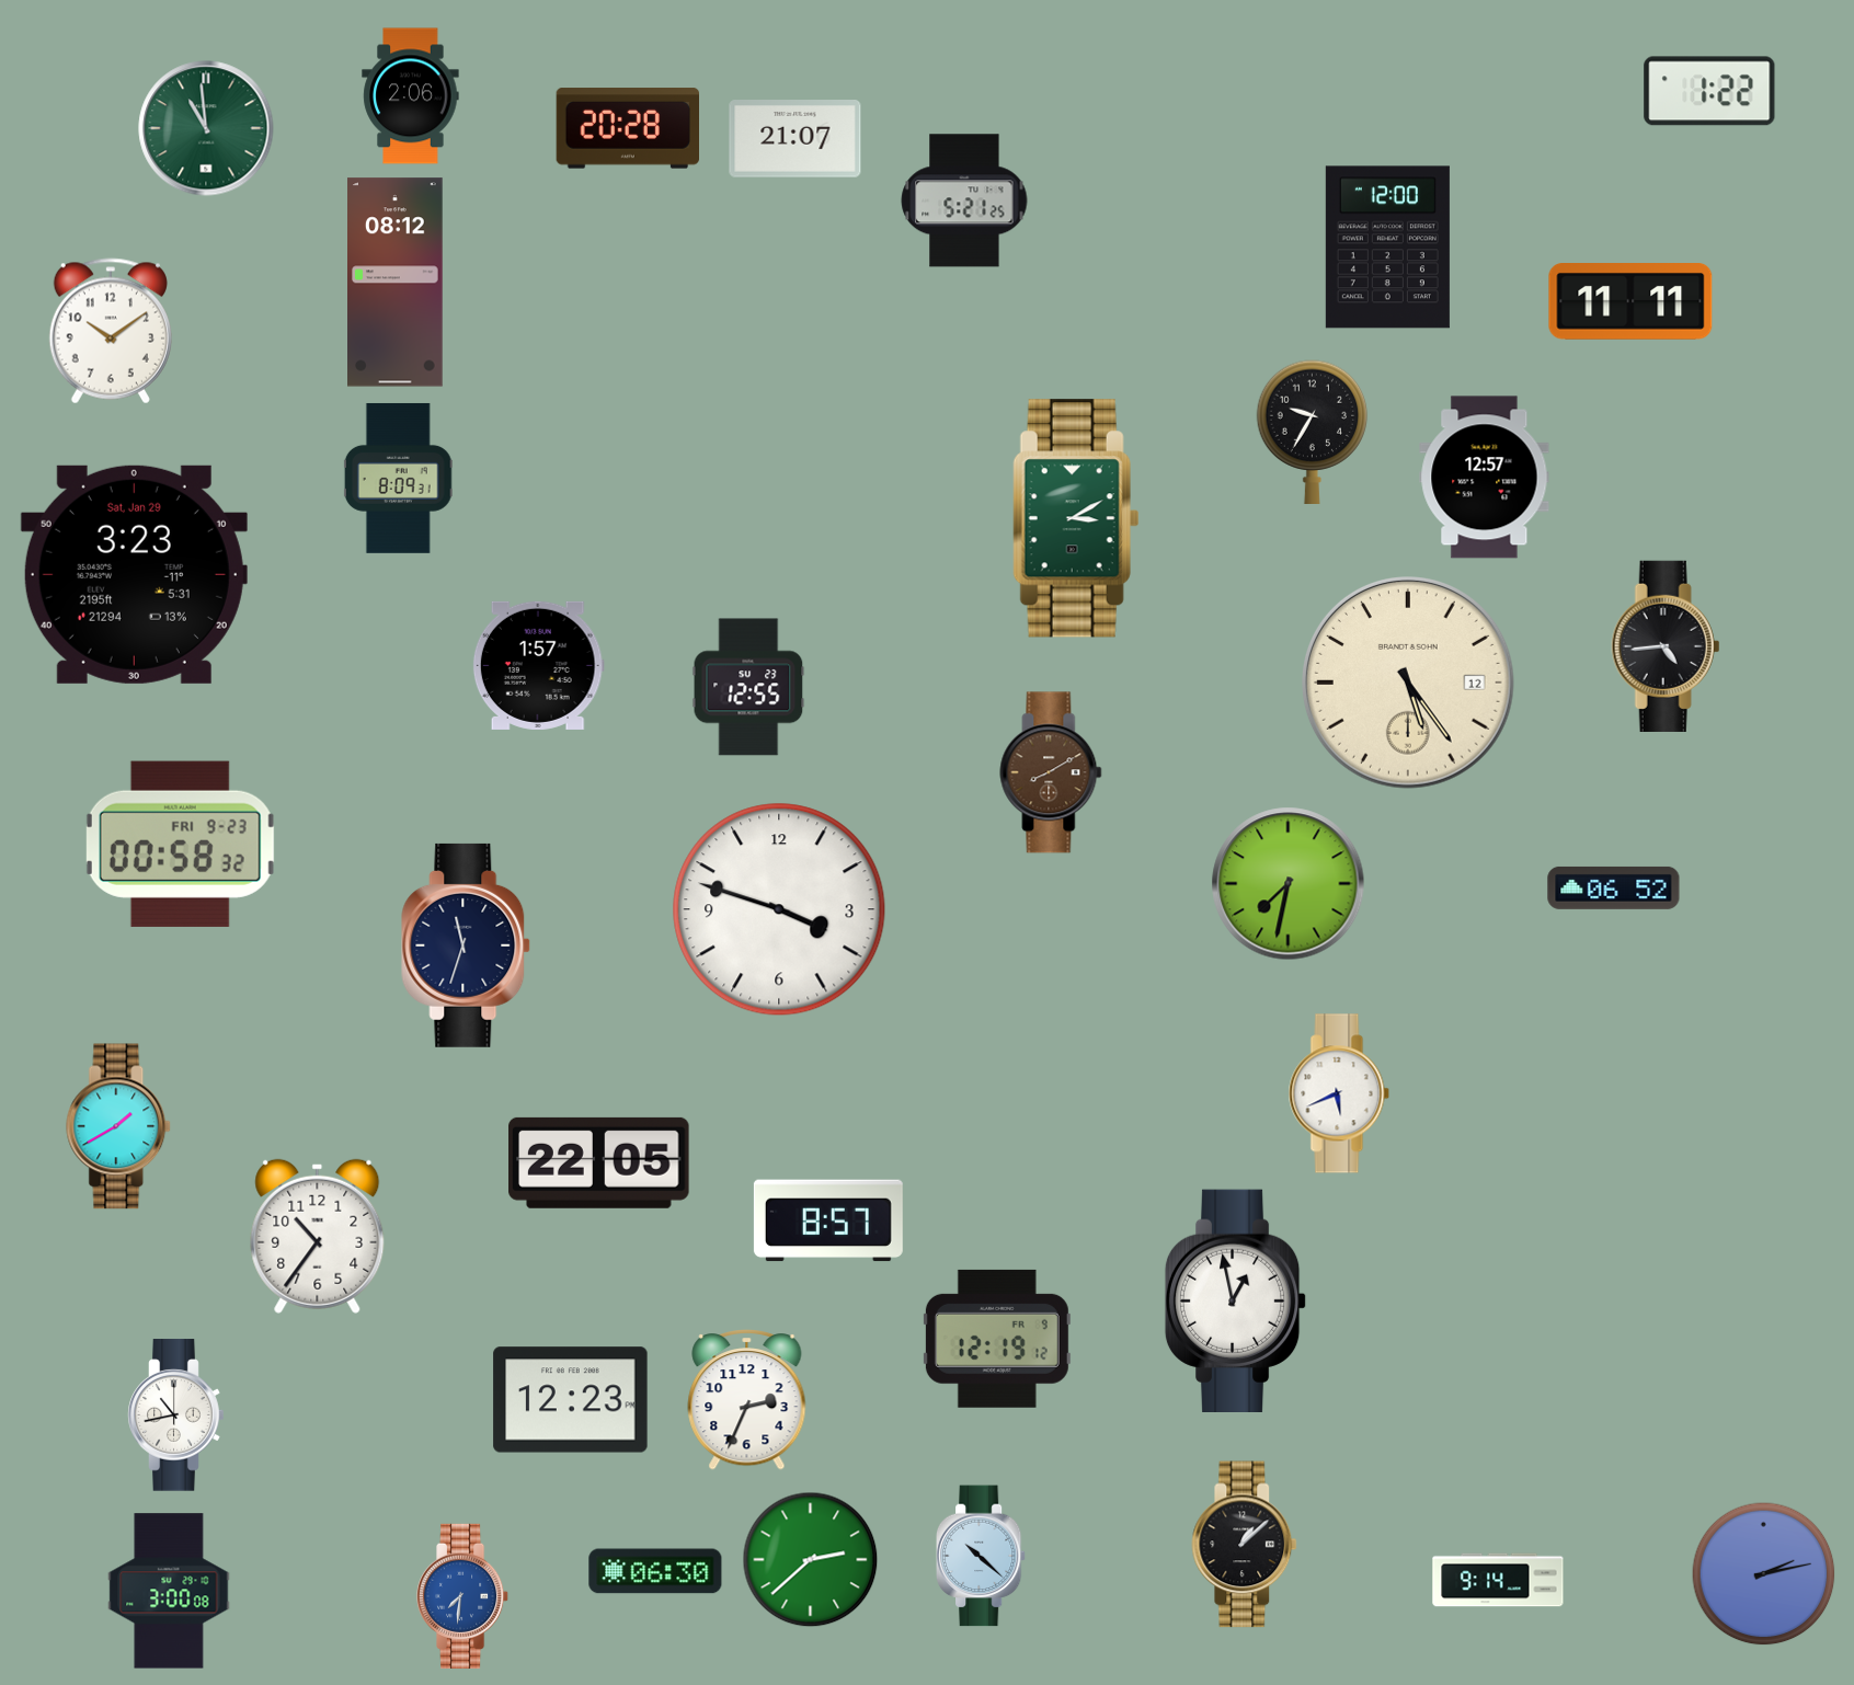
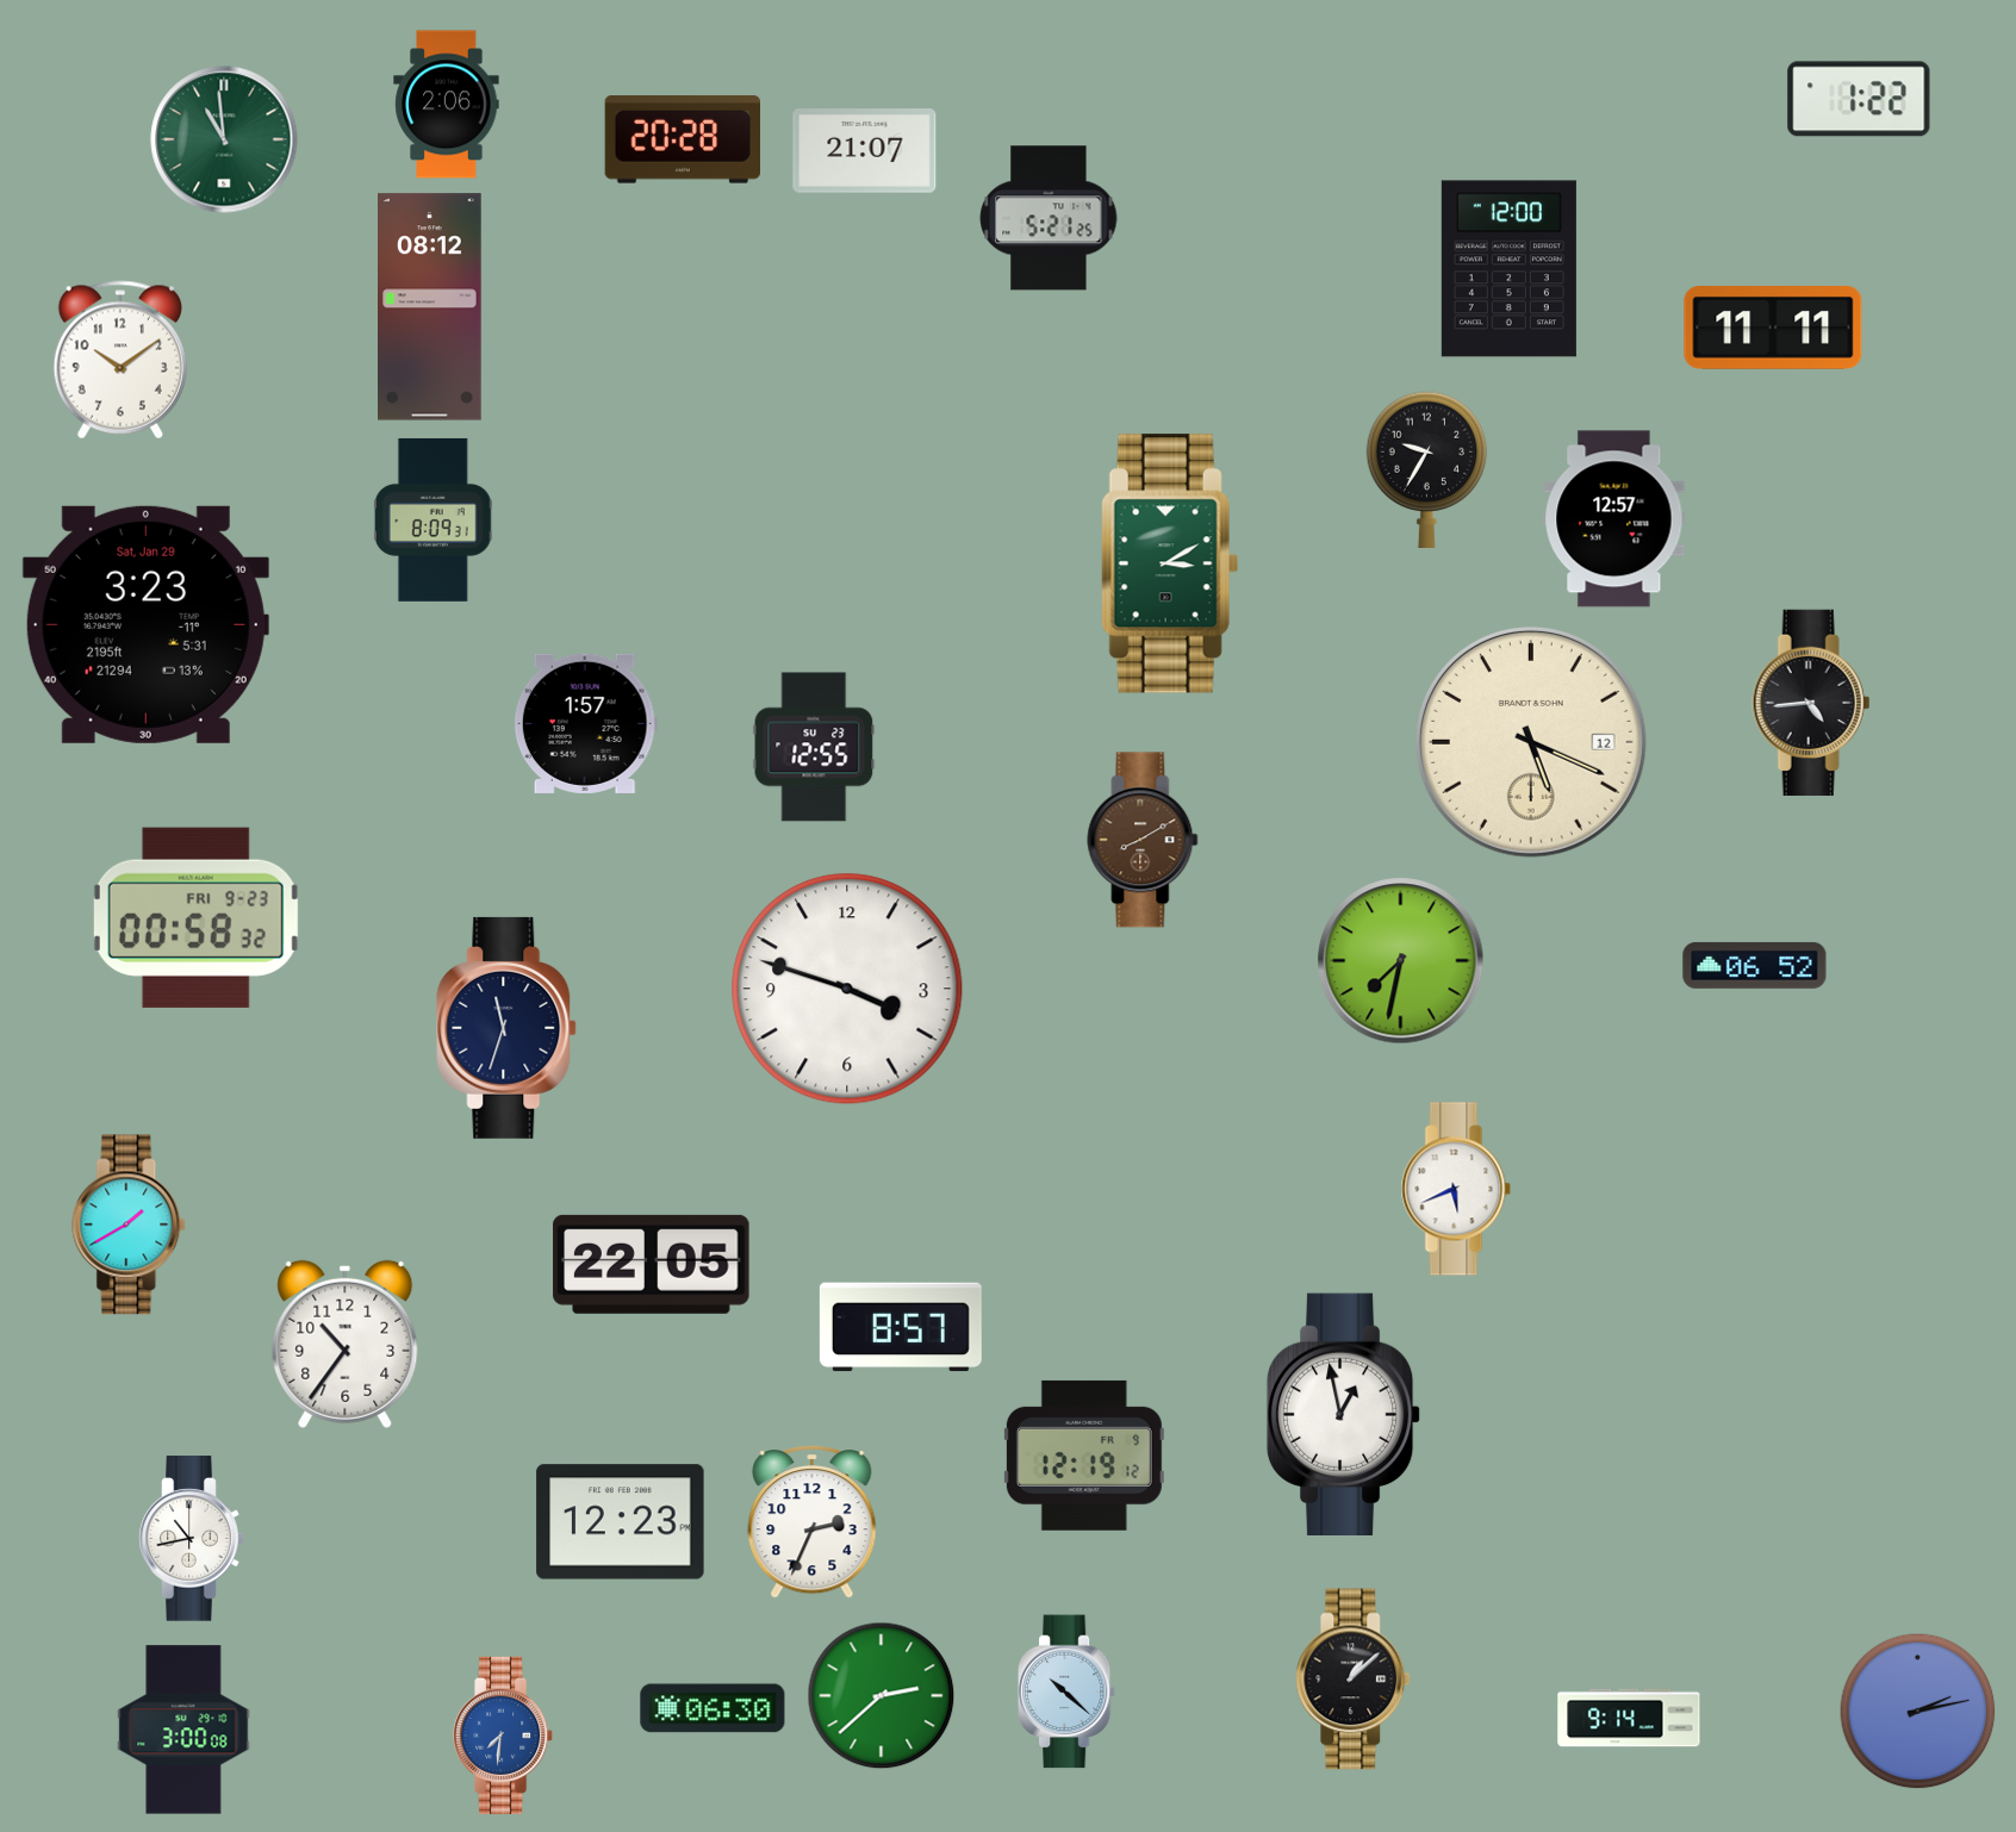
clock at (1409, 684): 5:24 -> 5:19
